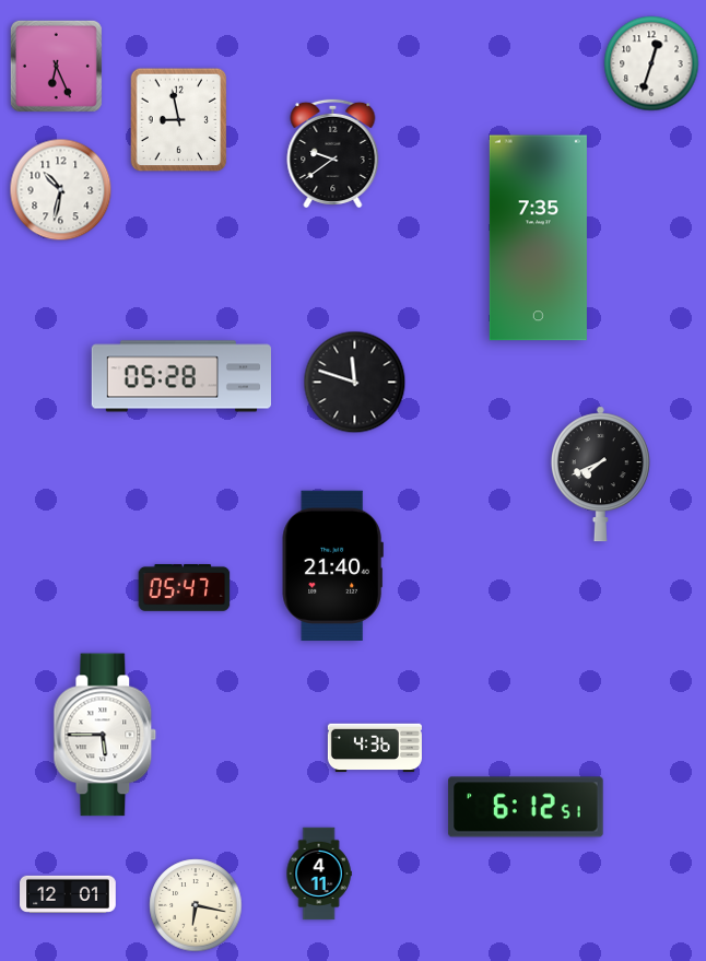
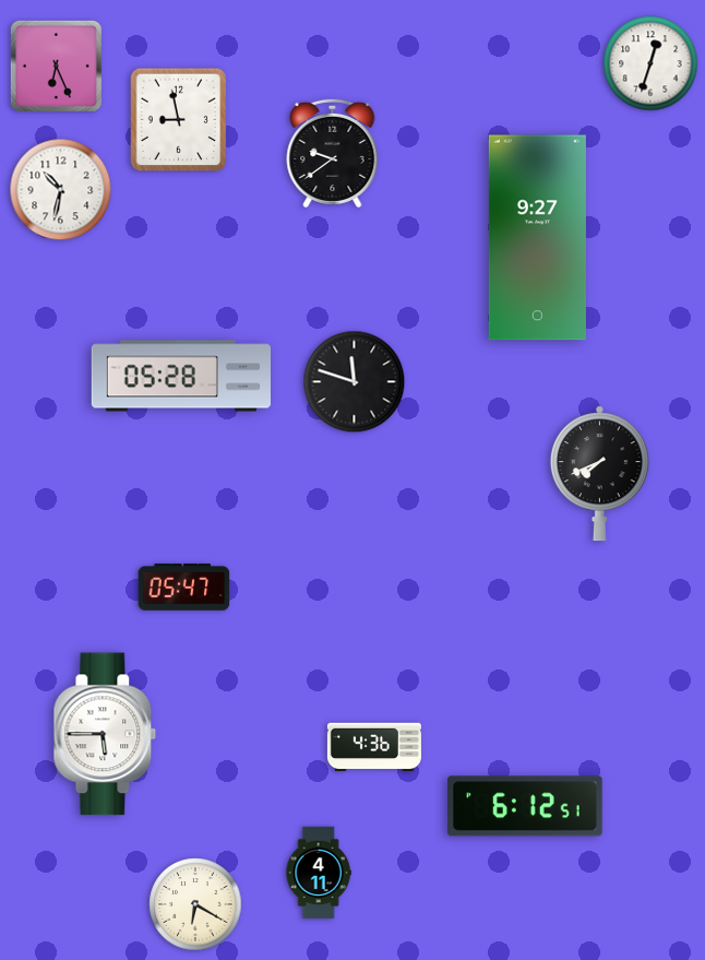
clock at (538, 238): 7:35 -> 9:27
clock at (332, 565): 21:40 -> none
clock at (68, 894): 12:01 -> none
clock at (196, 905): 6:17 -> 6:20
